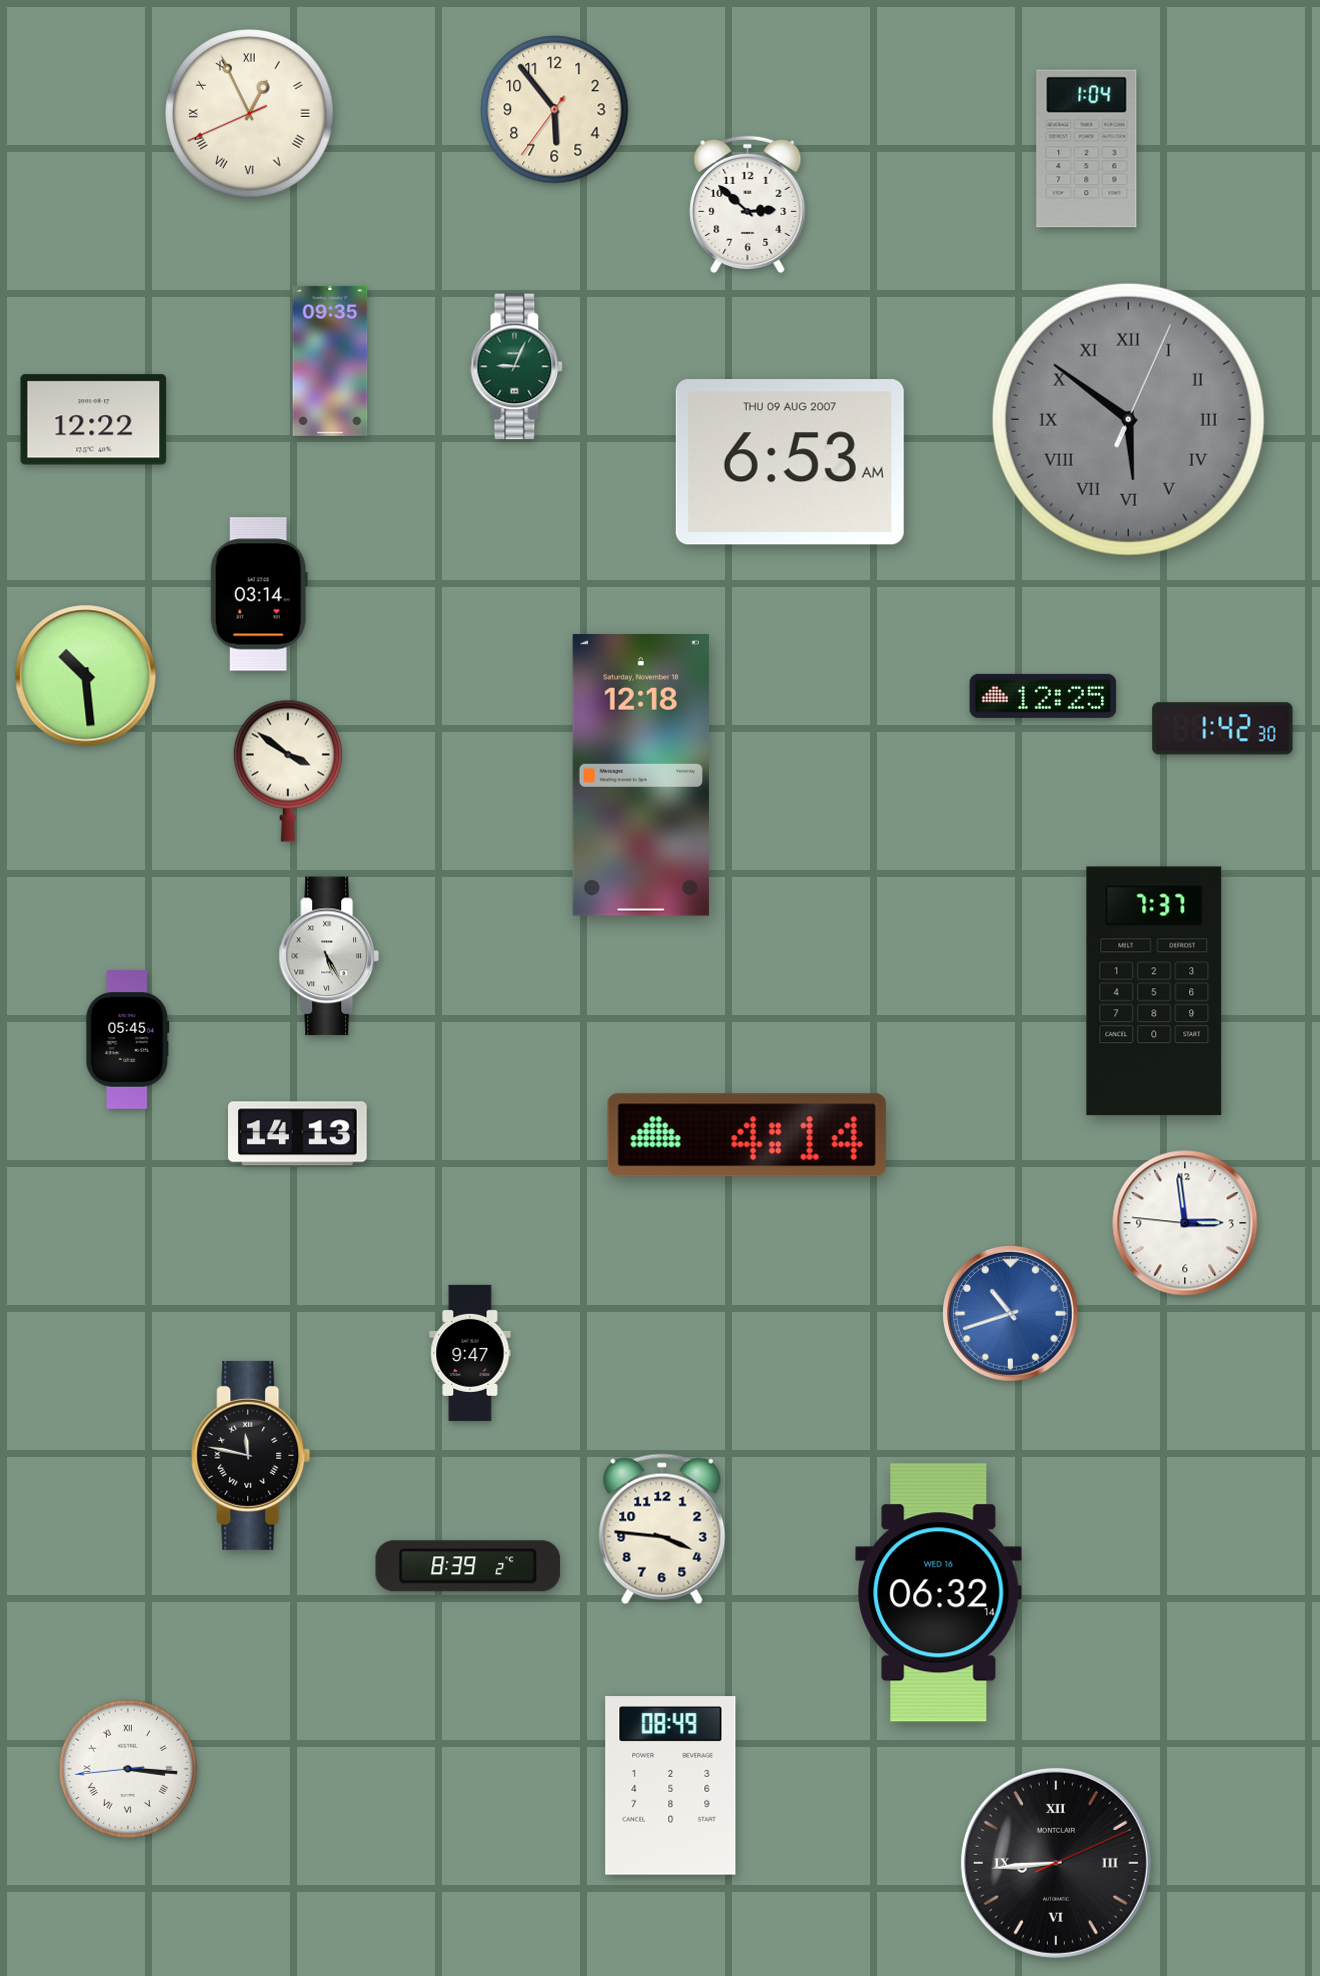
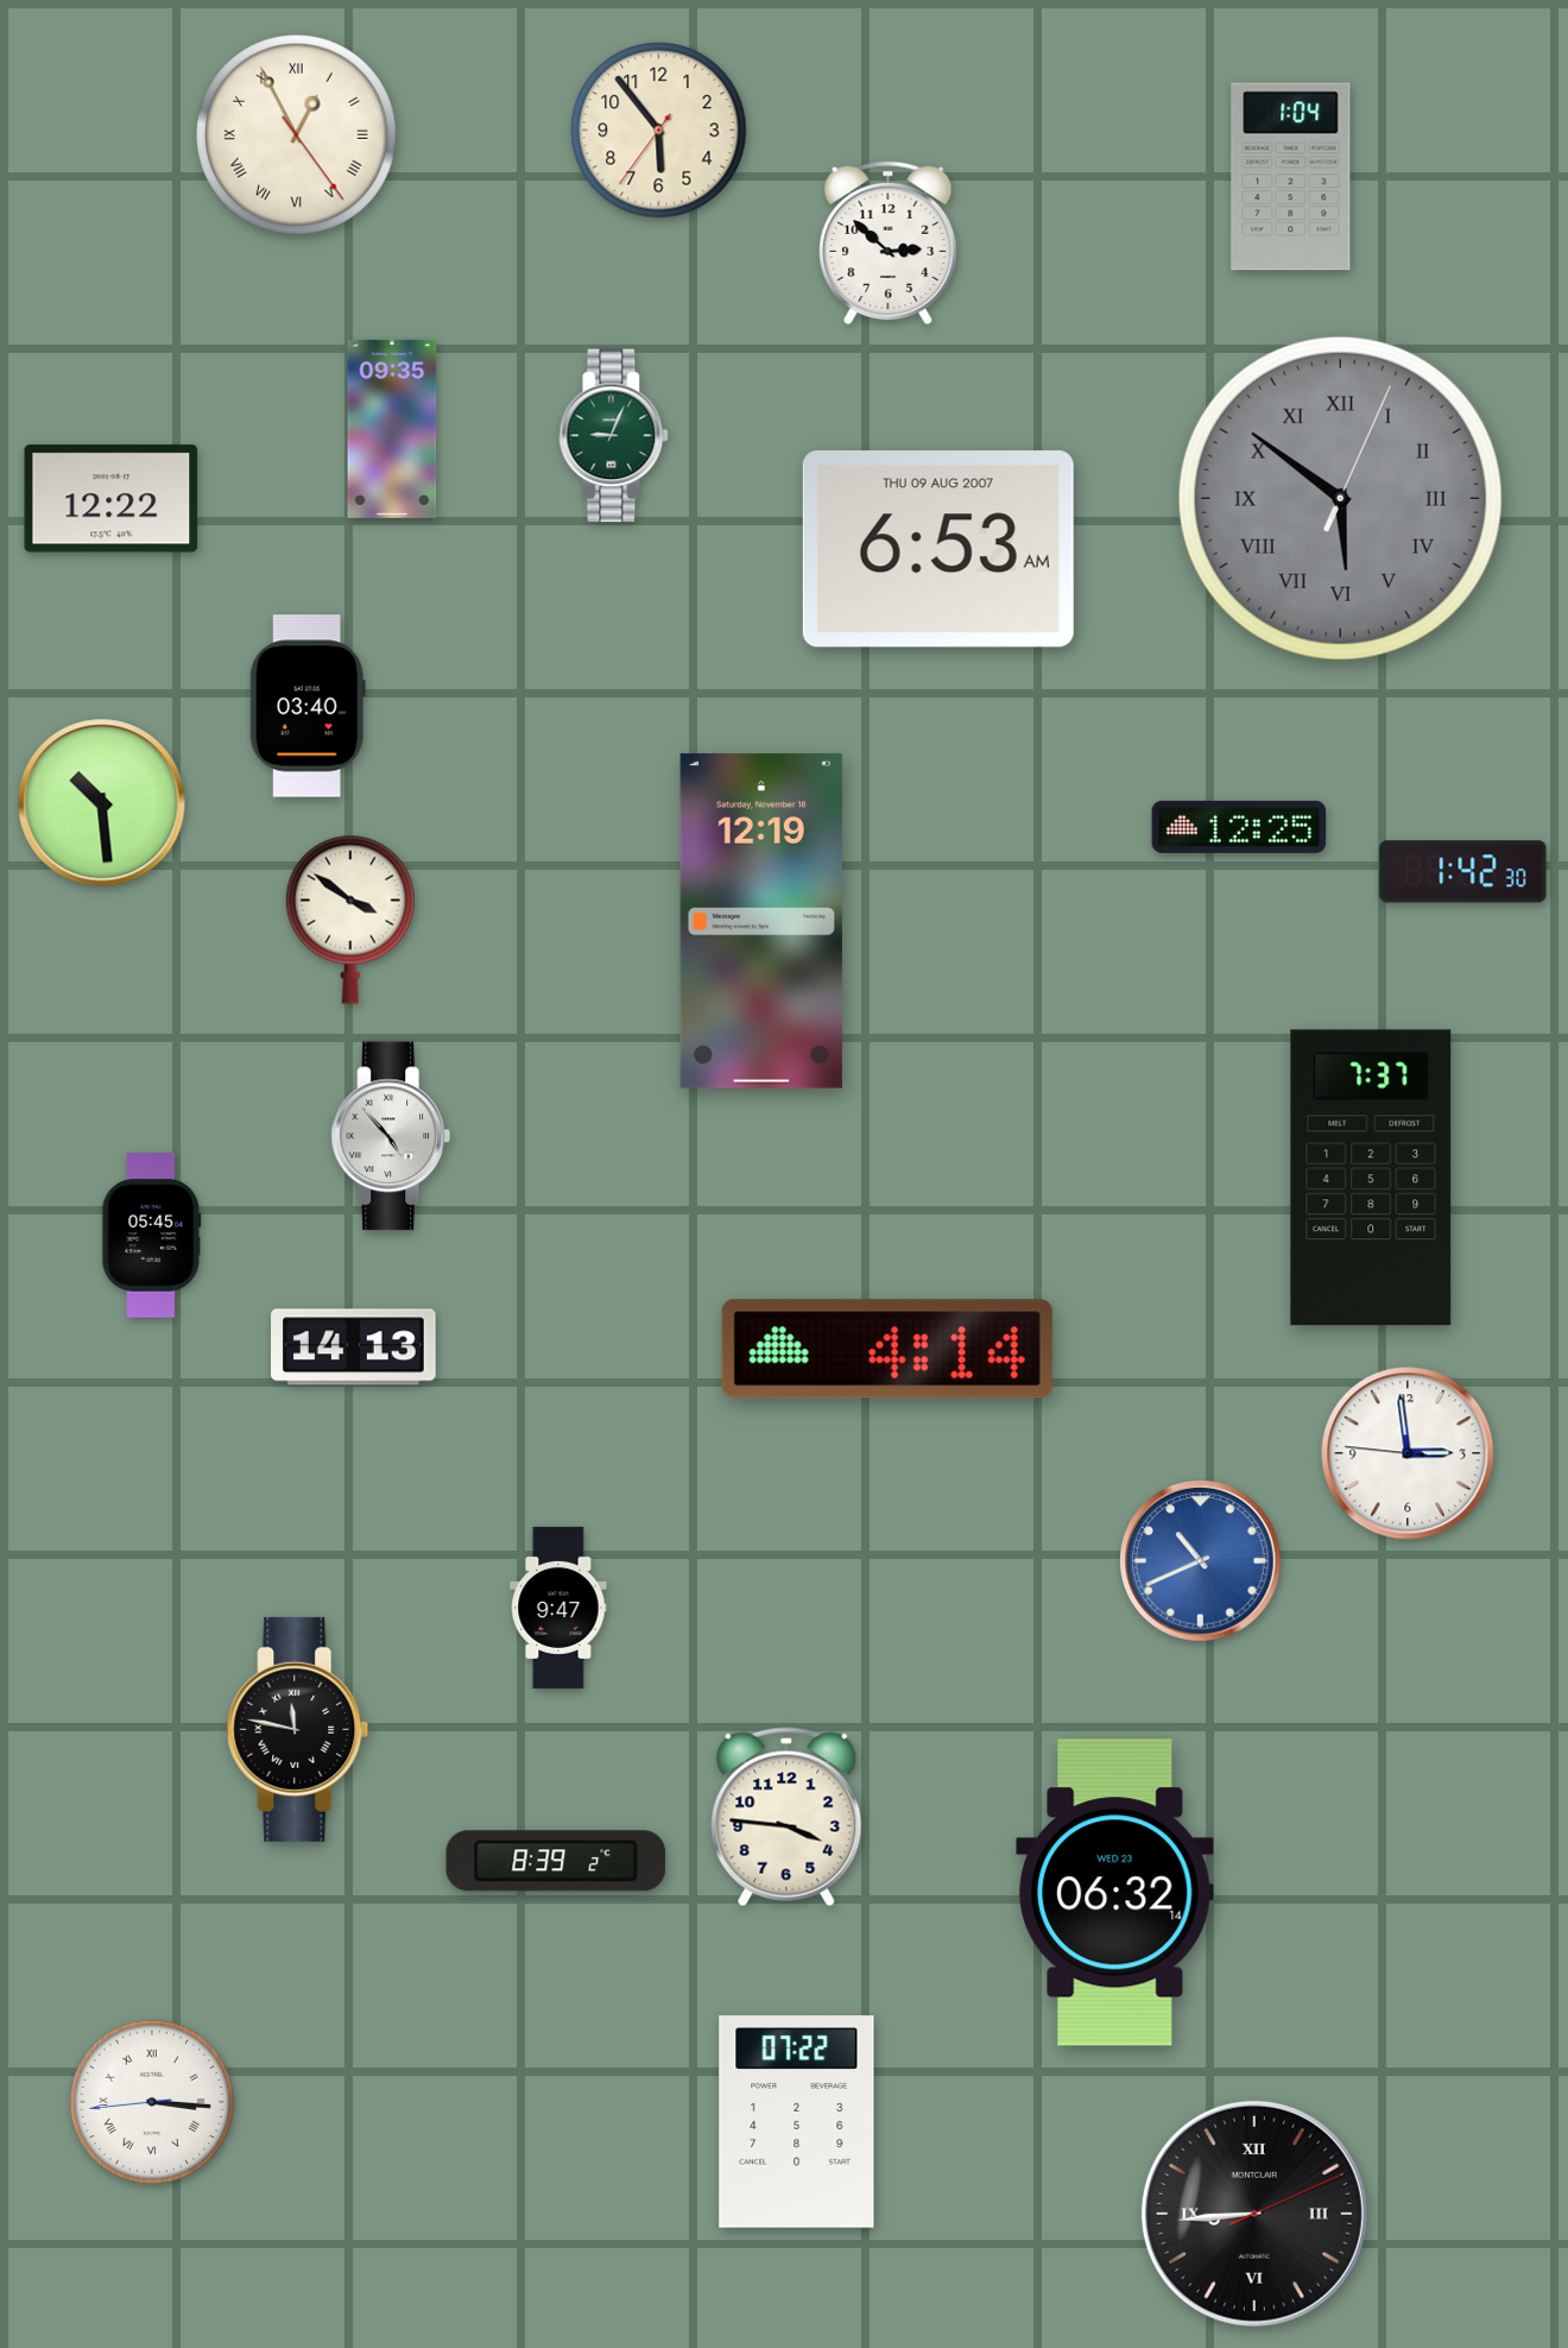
clock at (250, 114): 12:55:41 -> 12:55:24
clock at (259, 594): 03:14 -> 03:40
clock at (1223, 729) position: (1223, 729) -> (1463, 872)
clock at (288, 771) position: (288, 771) -> (350, 920)
clock at (641, 775): 12:18 -> 12:19
clock at (329, 956): 5:25 -> 4:53
clock at (1011, 1314): 10:42 -> 10:41
clock at (939, 1593) date: WED 16 -> WED 23
clock at (671, 1786): 08:49 -> 07:22
